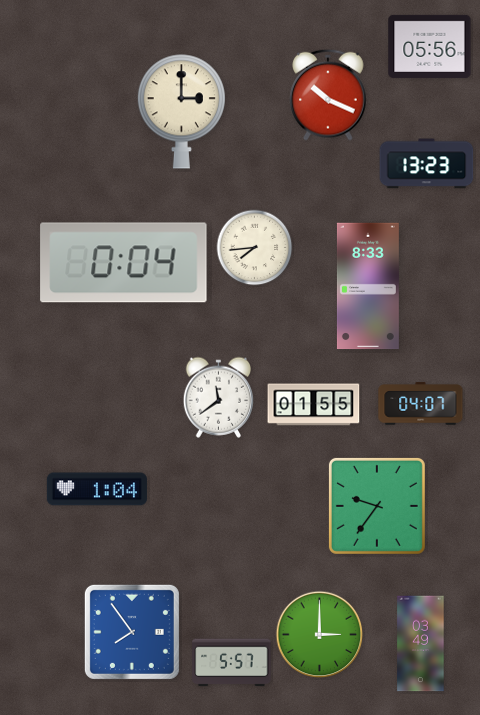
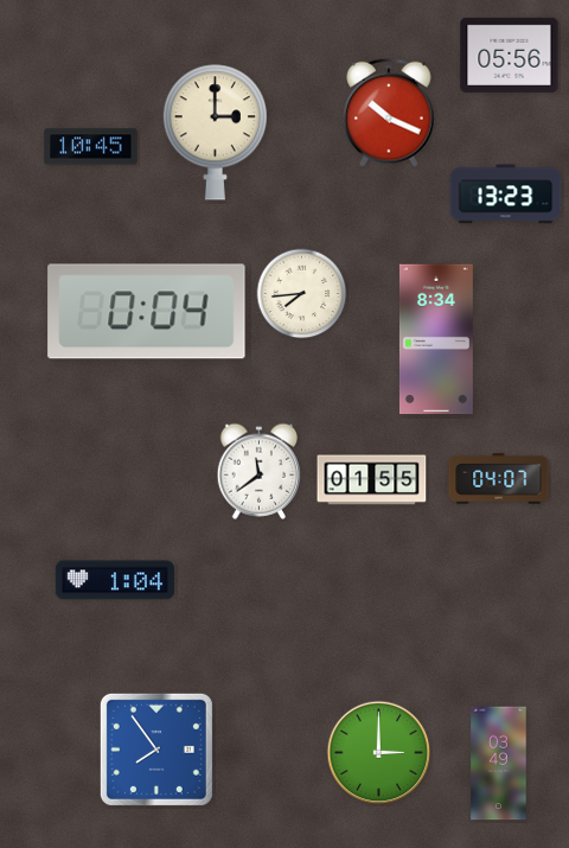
clock at (91, 147): none -> 10:45
clock at (368, 286): 8:33 -> 8:34
clock at (377, 506): 9:36 -> none
clock at (232, 663): 5:57 -> none
